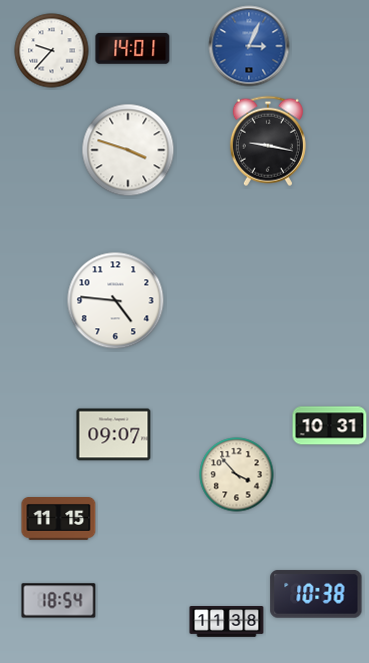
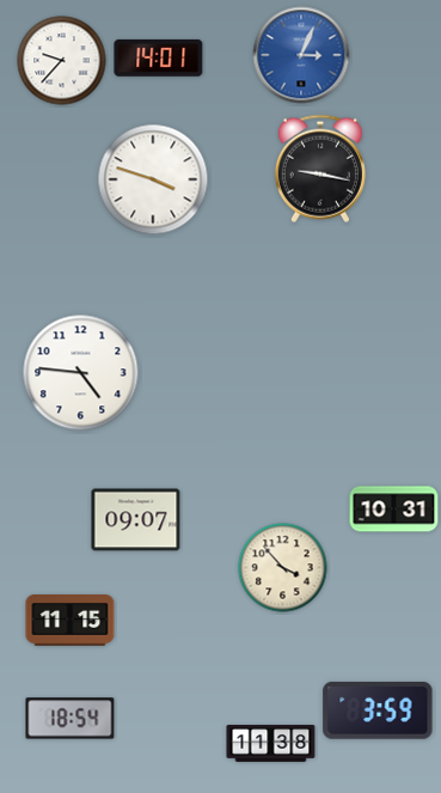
clock at (249, 46) position: (249, 46) -> (301, 55)
clock at (116, 301) position: (116, 301) -> (81, 373)
clock at (316, 594): 10:38 -> 3:59
